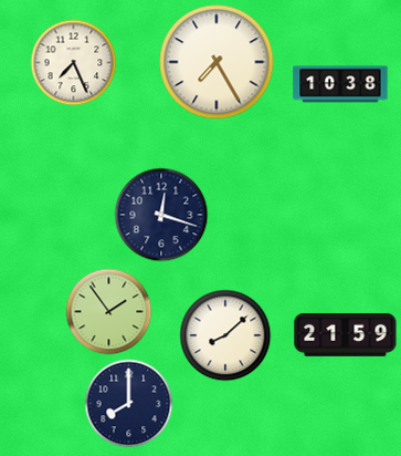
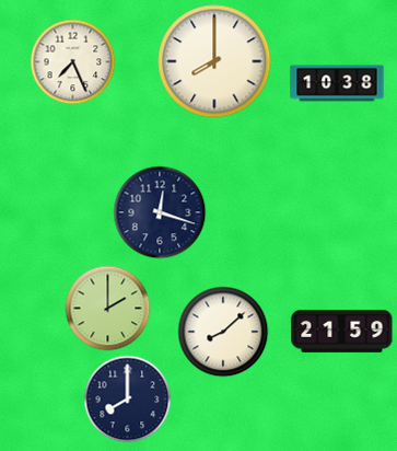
clock at (217, 62): 7:25 -> 8:00
clock at (108, 311): 1:54 -> 2:00
